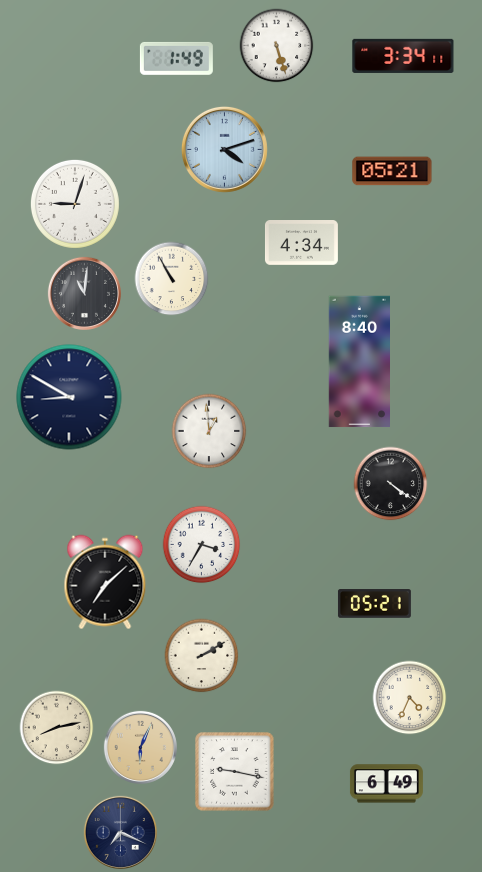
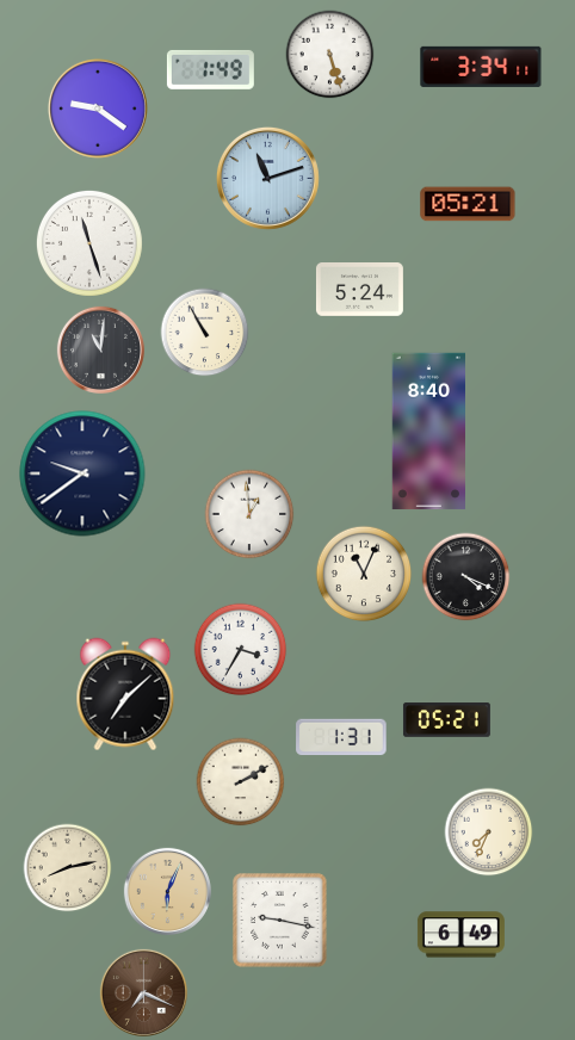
clock at (98, 109): none -> 9:21
clock at (224, 149): 4:12 -> 11:12
clock at (75, 204): 9:03 -> 11:27
clock at (301, 243): 4:34 -> 5:24
clock at (69, 397): 8:50 -> 9:39
clock at (364, 574): none -> 11:04
clock at (391, 484): 4:21 -> 4:19
clock at (341, 737): none -> 1:31
clock at (410, 698): 4:34 -> 7:34
clock at (120, 832) dial: navy -> brown
